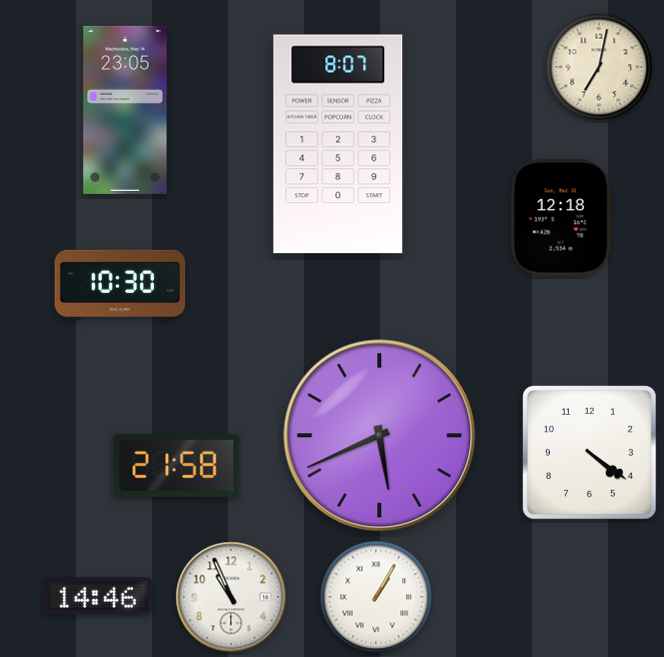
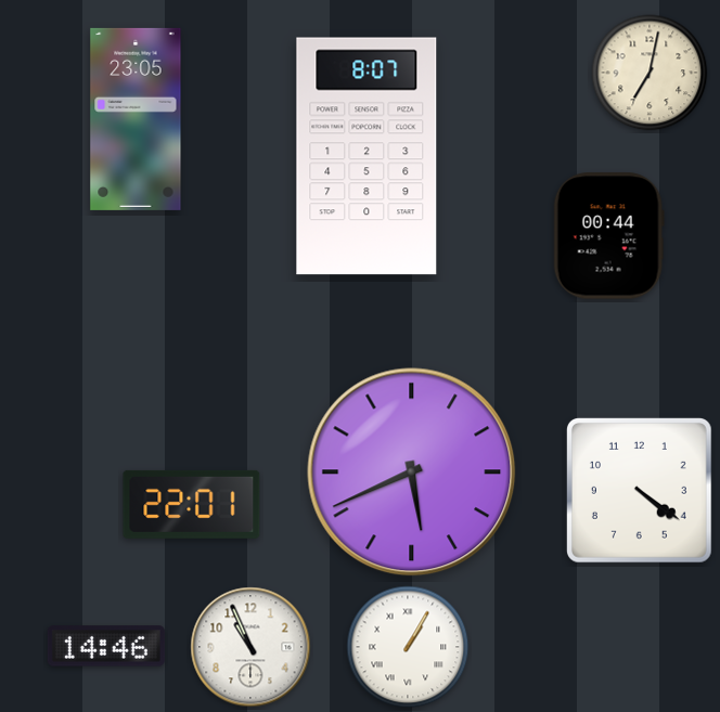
clock at (561, 218): 12:18 -> 00:44
clock at (120, 285): 10:30 -> none
clock at (177, 465): 21:58 -> 22:01
